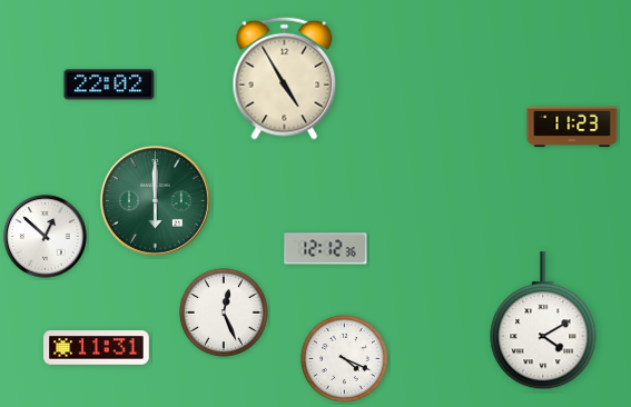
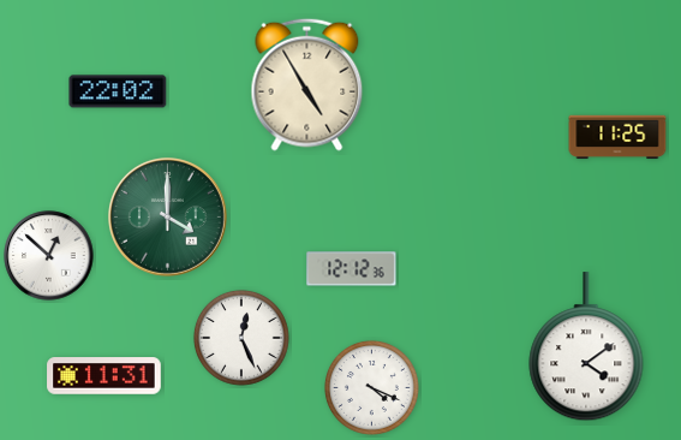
clock at (572, 127): 11:23 -> 11:25
clock at (156, 201): 6:00 -> 4:00
clock at (543, 321): 4:10 -> 4:09
